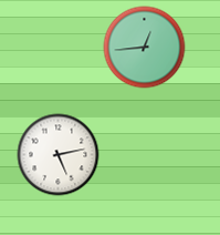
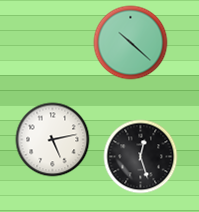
clock at (145, 48): 12:44 -> 10:22
clock at (141, 157): none -> 12:27
